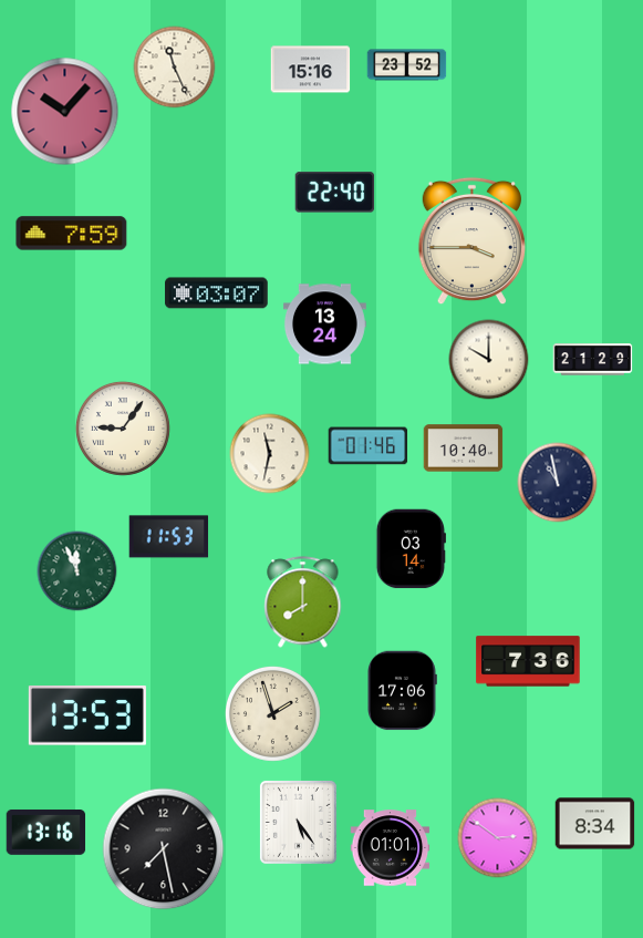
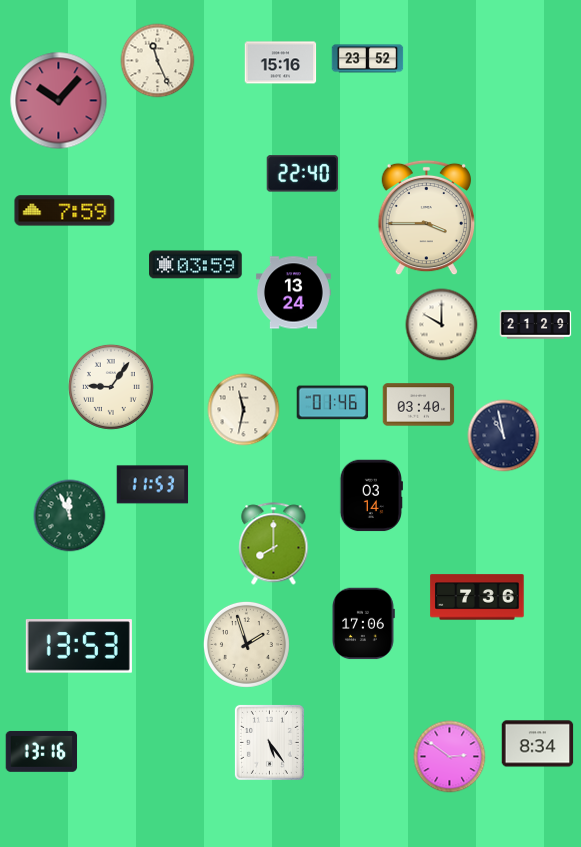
clock at (217, 293): 03:07 -> 03:59
clock at (464, 449): 10:40 -> 03:40
clock at (391, 848): 01:01 -> none
clock at (164, 849): 7:28 -> none
